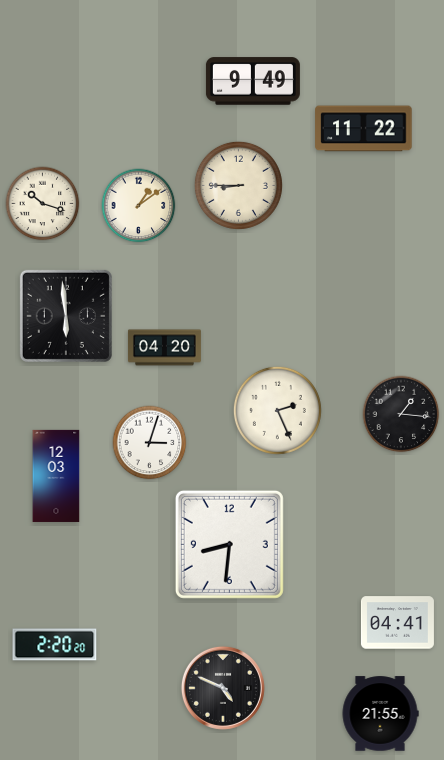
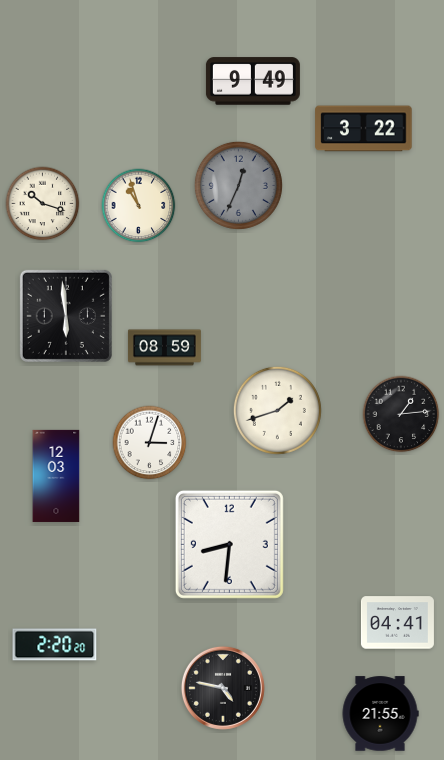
clock at (364, 129): 11:22 -> 3:22
clock at (238, 185): 8:45 -> 12:34
clock at (238, 185) dial: cream -> grey
clock at (139, 206): 1:09 -> 10:57
clock at (164, 348): 04:20 -> 08:59
clock at (277, 410): 2:26 -> 1:42
clock at (401, 414): 1:16 -> 1:14
clock at (223, 688): 4:49 -> 4:47
